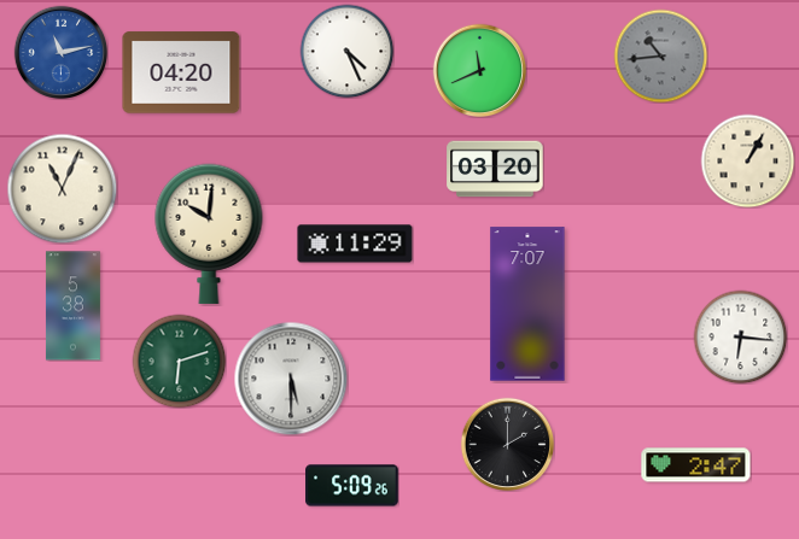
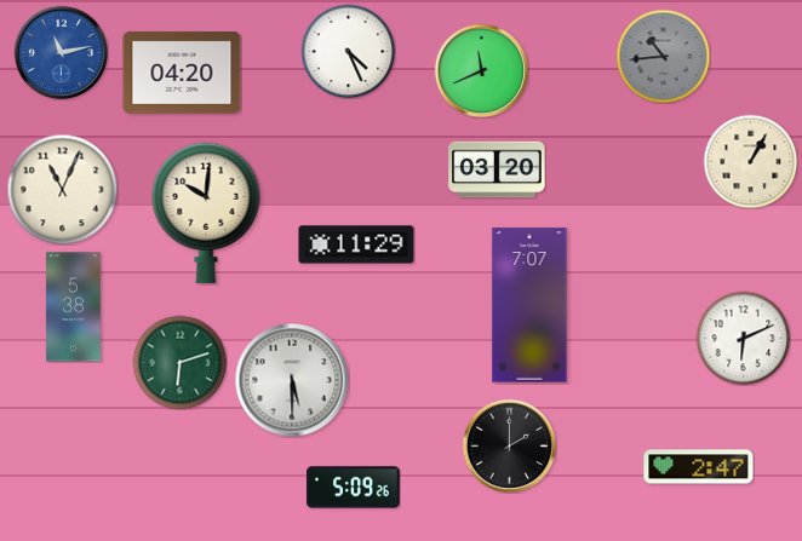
clock at (209, 234) position: (209, 234) -> (206, 213)
clock at (740, 336): 6:16 -> 6:11
